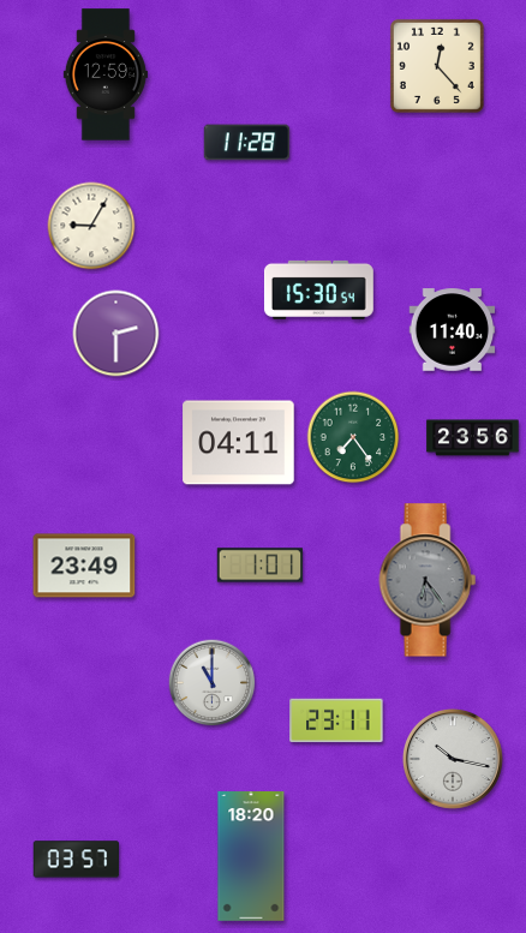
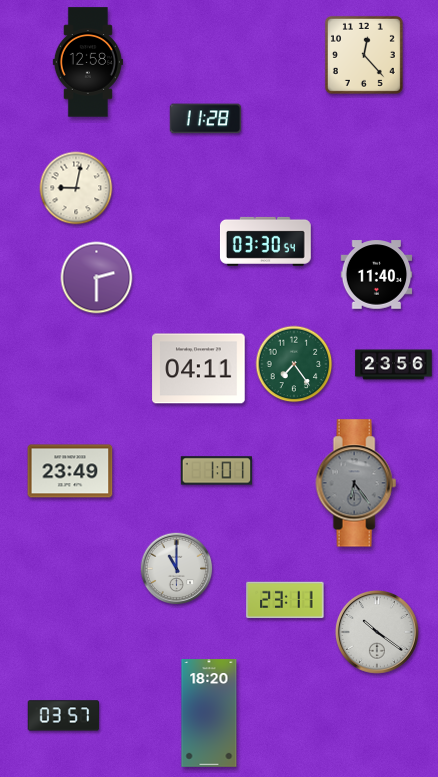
clock at (106, 74): 12:59 -> 12:58
clock at (91, 226): 9:05 -> 9:02
clock at (318, 289): 15:30 -> 03:30
clock at (336, 720) position: (336, 720) -> (285, 600)
clock at (453, 759): 10:17 -> 10:21
